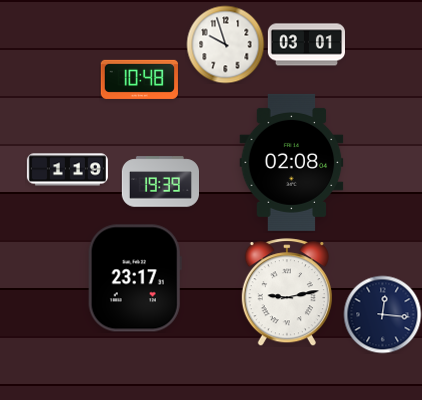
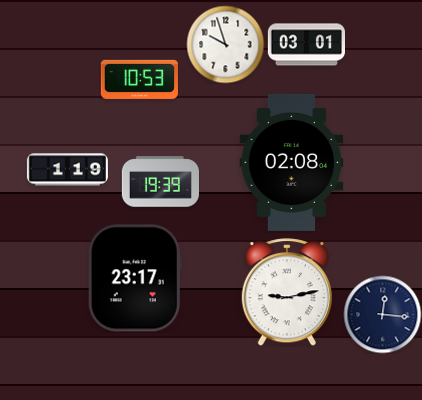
clock at (139, 79): 10:48 -> 10:53
